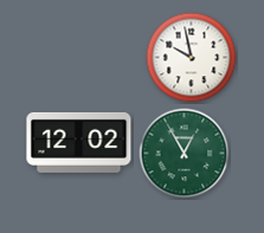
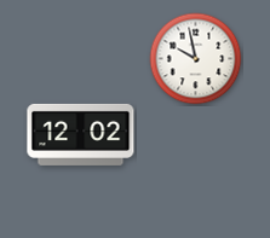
clock at (79, 142) position: (79, 142) -> (81, 134)
clock at (185, 154): 12:55 -> none
